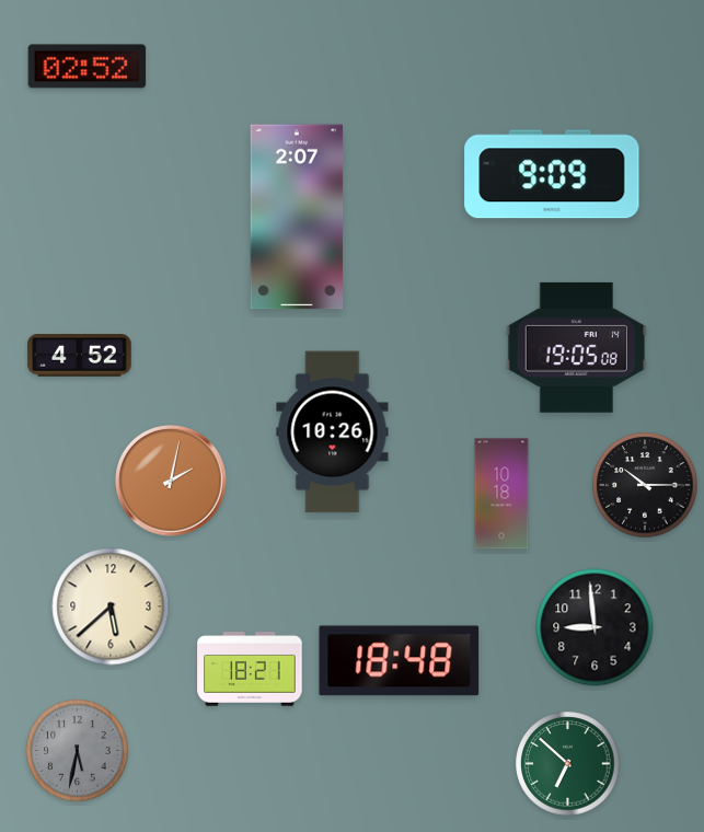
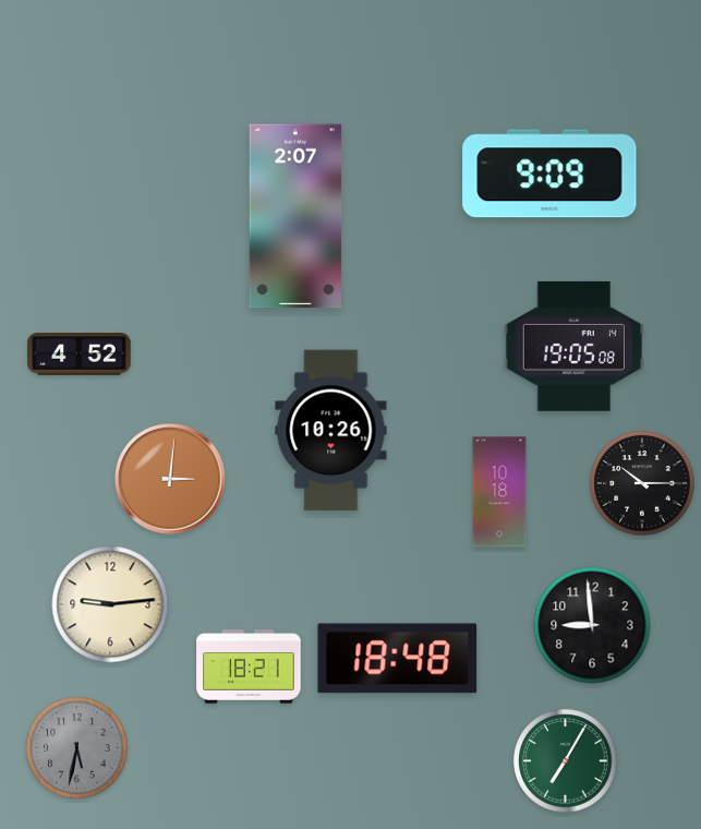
clock at (88, 67): 02:52 -> none
clock at (171, 481): 2:02 -> 3:01
clock at (111, 606): 5:38 -> 9:14
clock at (568, 764): 6:52 -> 7:05
